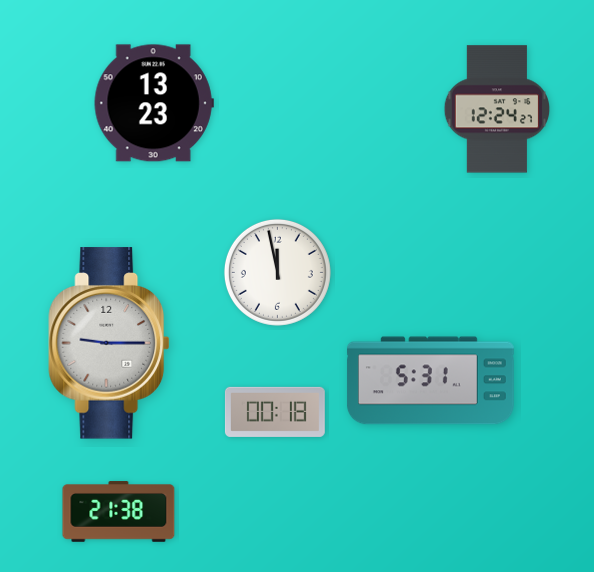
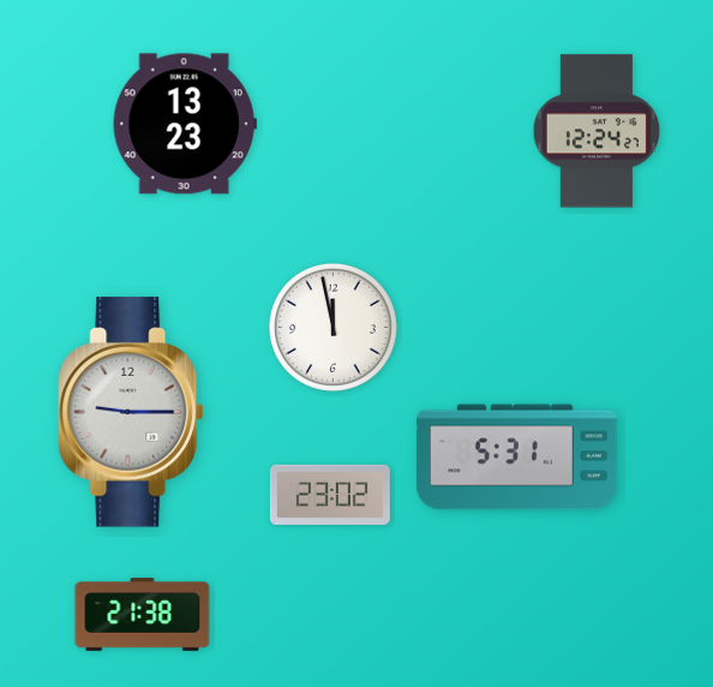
clock at (275, 412): 00:18 -> 23:02
